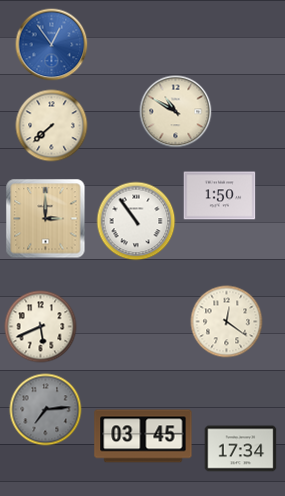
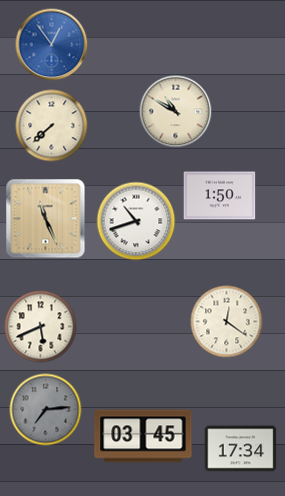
clock at (46, 219): 3:00 -> 11:26
clock at (136, 221): 10:54 -> 10:42
